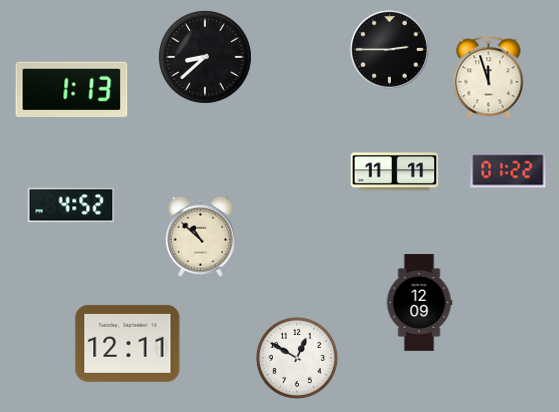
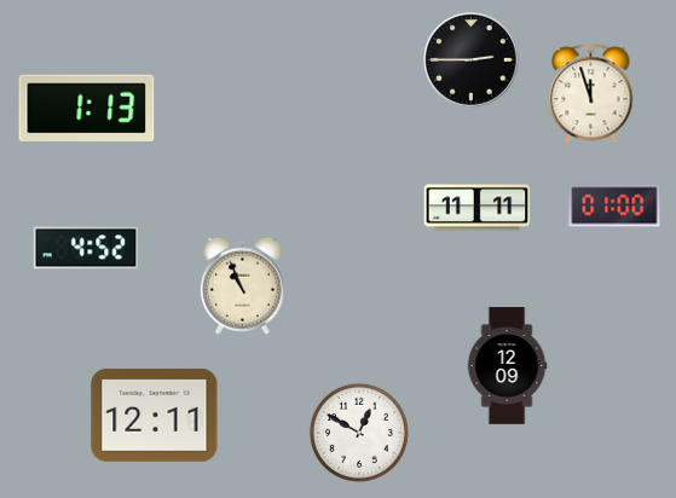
clock at (205, 57): 8:38 -> none
clock at (508, 170): 01:22 -> 01:00
clock at (200, 236): 10:52 -> 10:56
